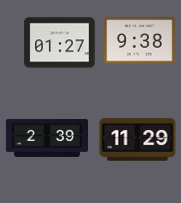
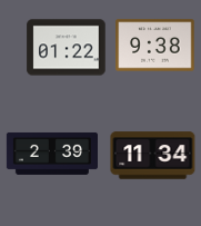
clock at (60, 43): 01:27 -> 01:22
clock at (138, 140): 11:29 -> 11:34
